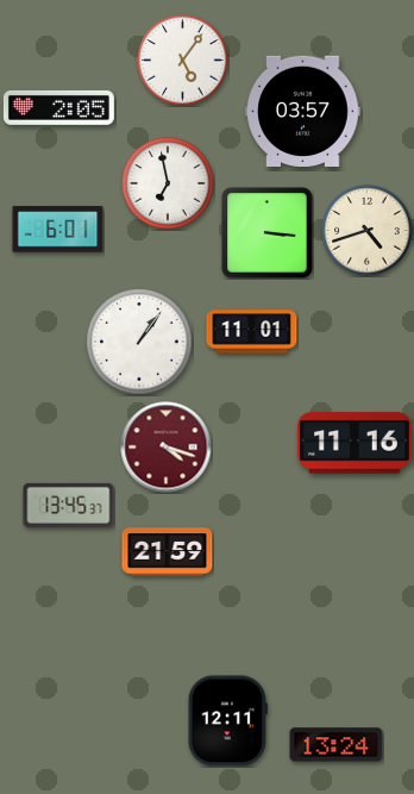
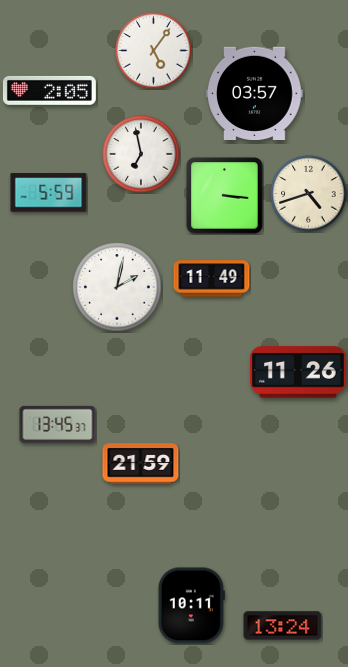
clock at (58, 230): 6:01 -> 5:59
clock at (252, 332): 11:01 -> 11:49
clock at (139, 342): 1:06 -> 2:02
clock at (355, 443): 11:16 -> 11:26
clock at (167, 448): 4:18 -> none
clock at (227, 721): 12:11 -> 10:11
